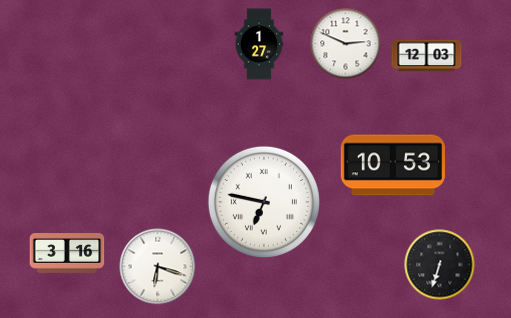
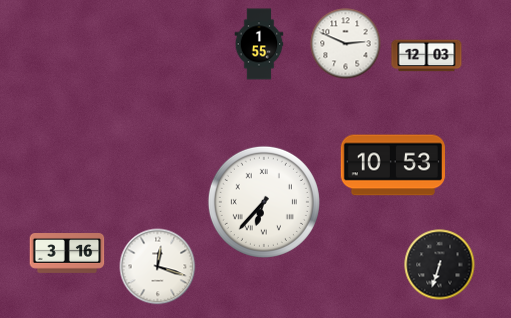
clock at (259, 44): 1:27 -> 1:55
clock at (264, 202): 6:47 -> 6:37
clock at (158, 267): 6:18 -> 12:18
